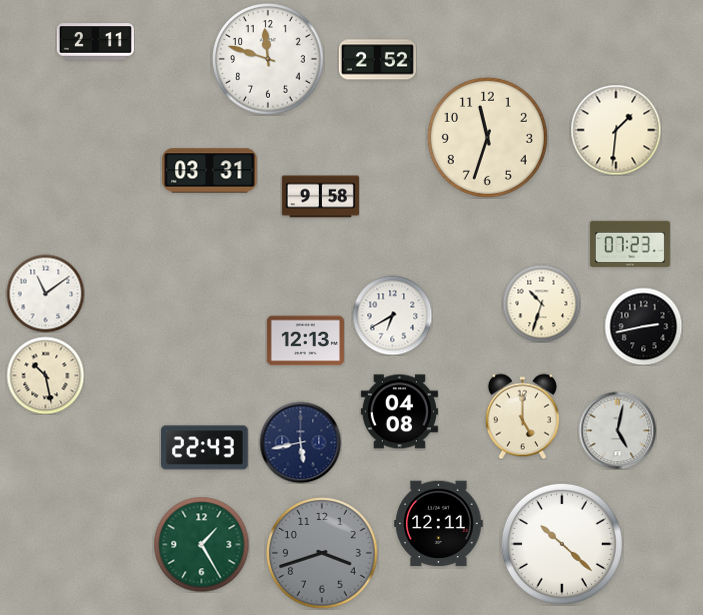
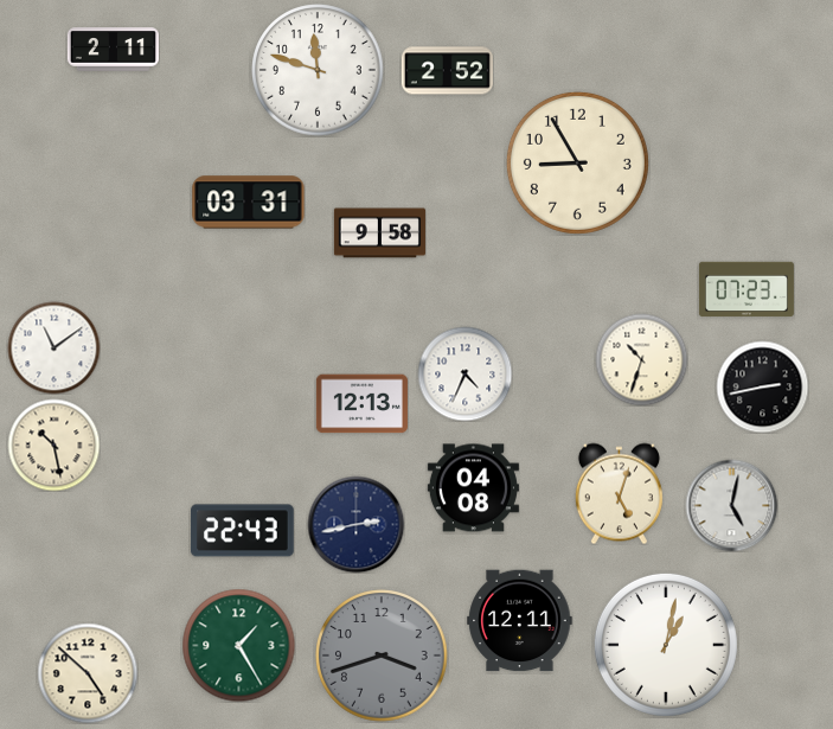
clock at (616, 130): 1:31 -> none
clock at (487, 137): 11:33 -> 8:55
clock at (392, 315): 6:40 -> 4:34
clock at (522, 416): 5:00 -> 5:03
clock at (617, 430) position: (617, 430) -> (731, 505)
clock at (300, 442): 5:43 -> 2:43
clock at (562, 544): 10:22 -> 1:02
clock at (88, 673): none -> 4:52
